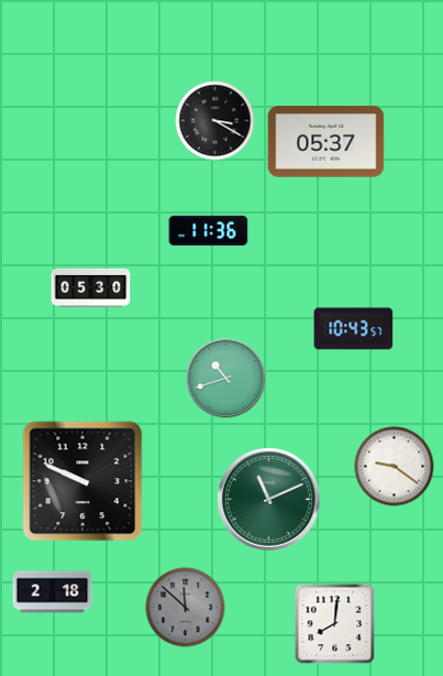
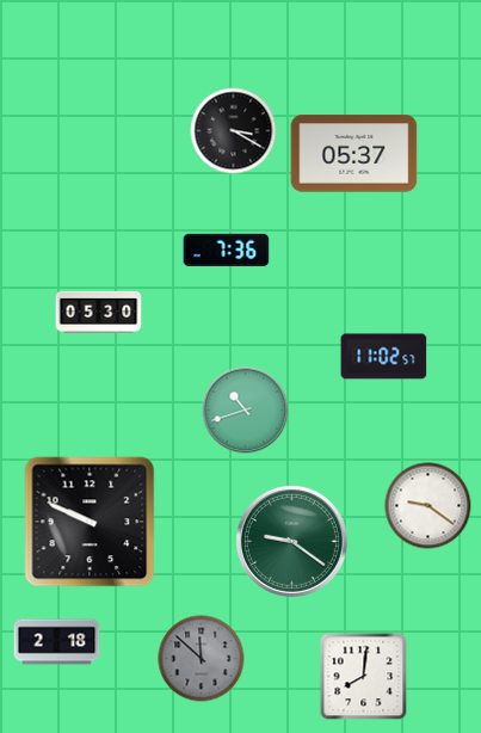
clock at (209, 231): 11:36 -> 7:36
clock at (354, 329): 10:43 -> 11:02
clock at (268, 499): 11:11 -> 9:21
